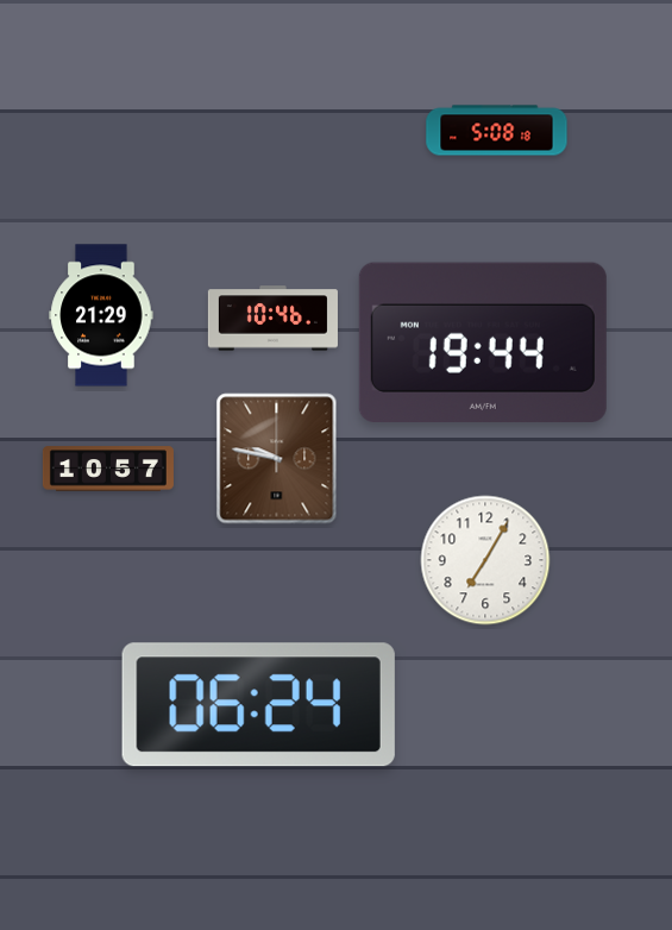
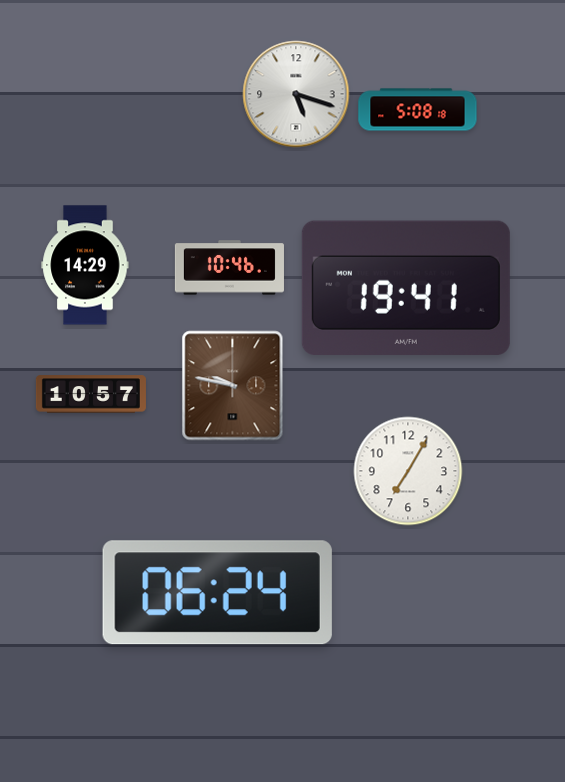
clock at (296, 94): none -> 5:18
clock at (101, 315): 21:29 -> 14:29
clock at (483, 343): 19:44 -> 19:41
